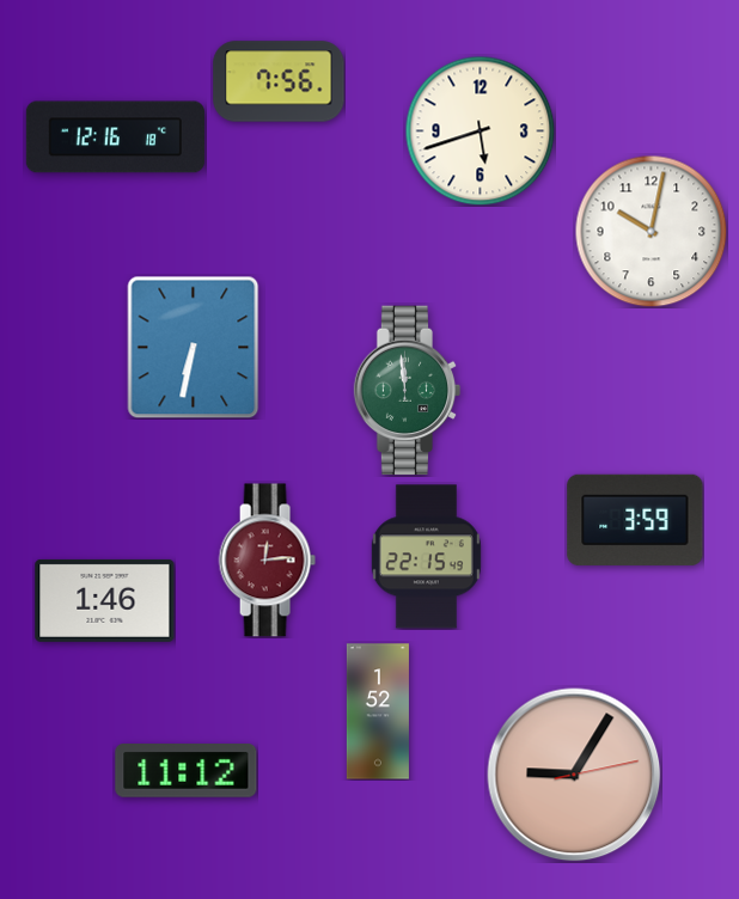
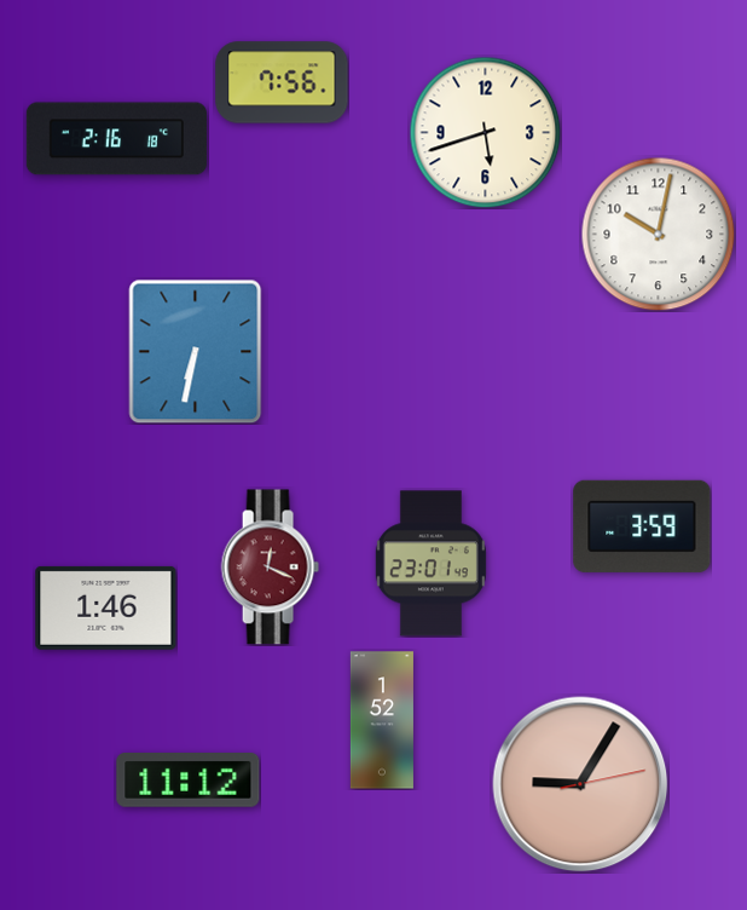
clock at (115, 137): 12:16 -> 2:16
clock at (408, 391): 11:59 -> none
clock at (426, 557): 22:15 -> 23:01
clock at (267, 561): 12:14 -> 12:19
